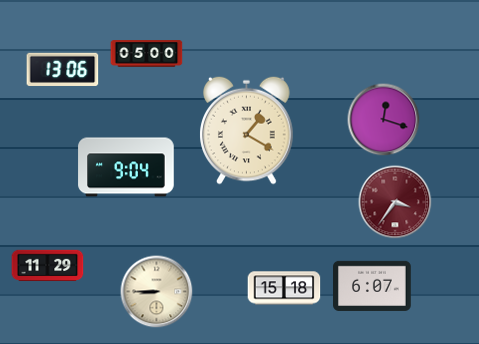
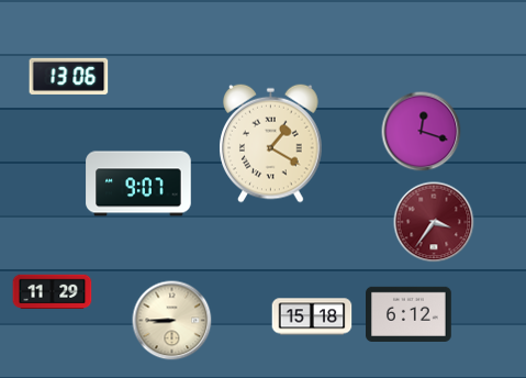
clock at (147, 54): 05:00 -> none
clock at (126, 167): 9:04 -> 9:07
clock at (373, 286): 6:07 -> 6:12
